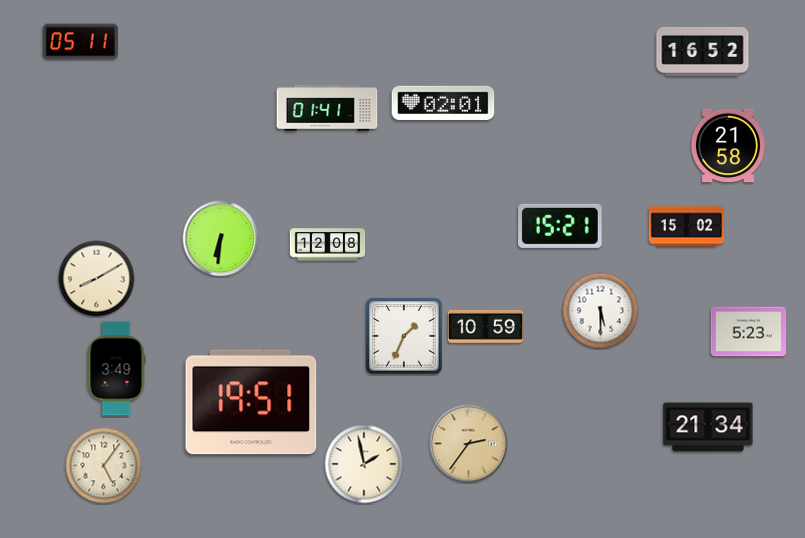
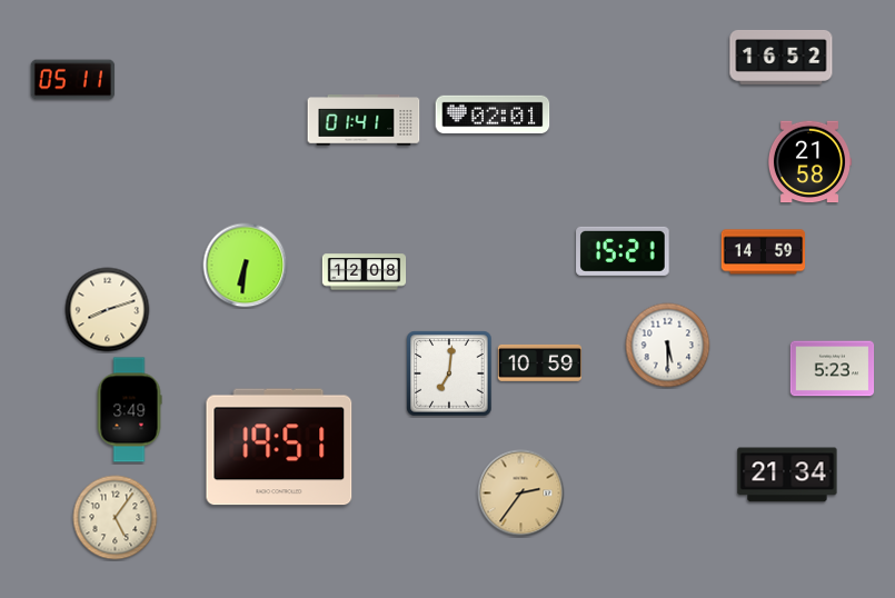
clock at (81, 42) position: (81, 42) -> (73, 80)
clock at (687, 227): 15:02 -> 14:59
clock at (97, 279): 8:10 -> 8:12
clock at (404, 336): 1:34 -> 7:01
clock at (364, 464): 1:58 -> none
